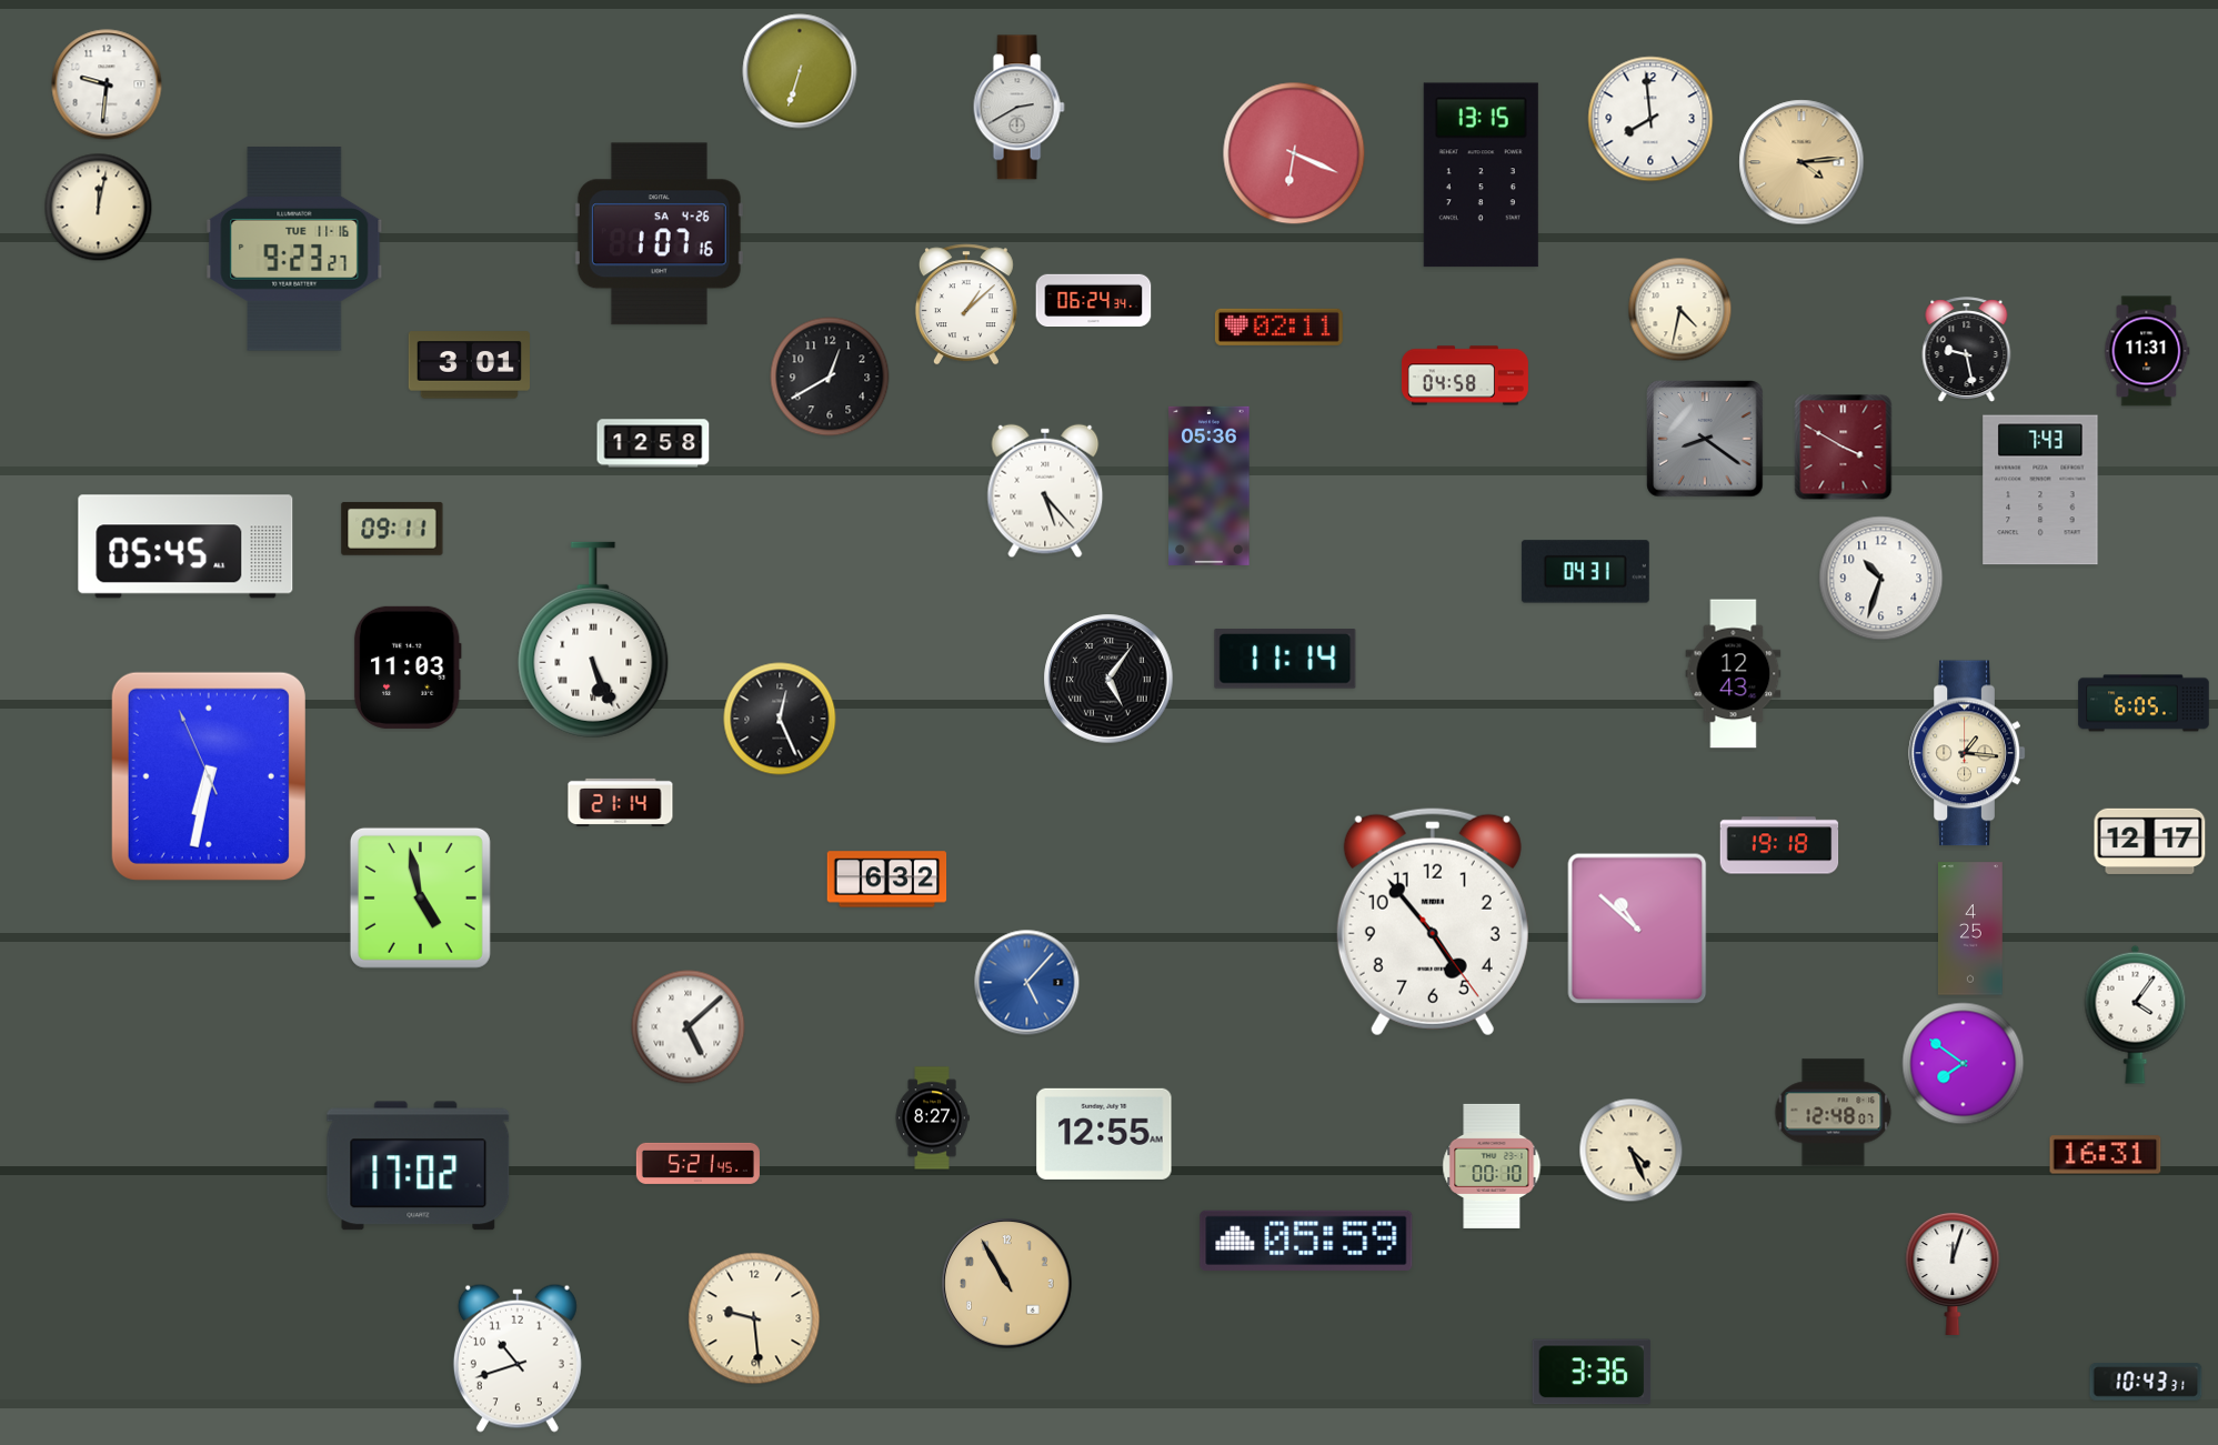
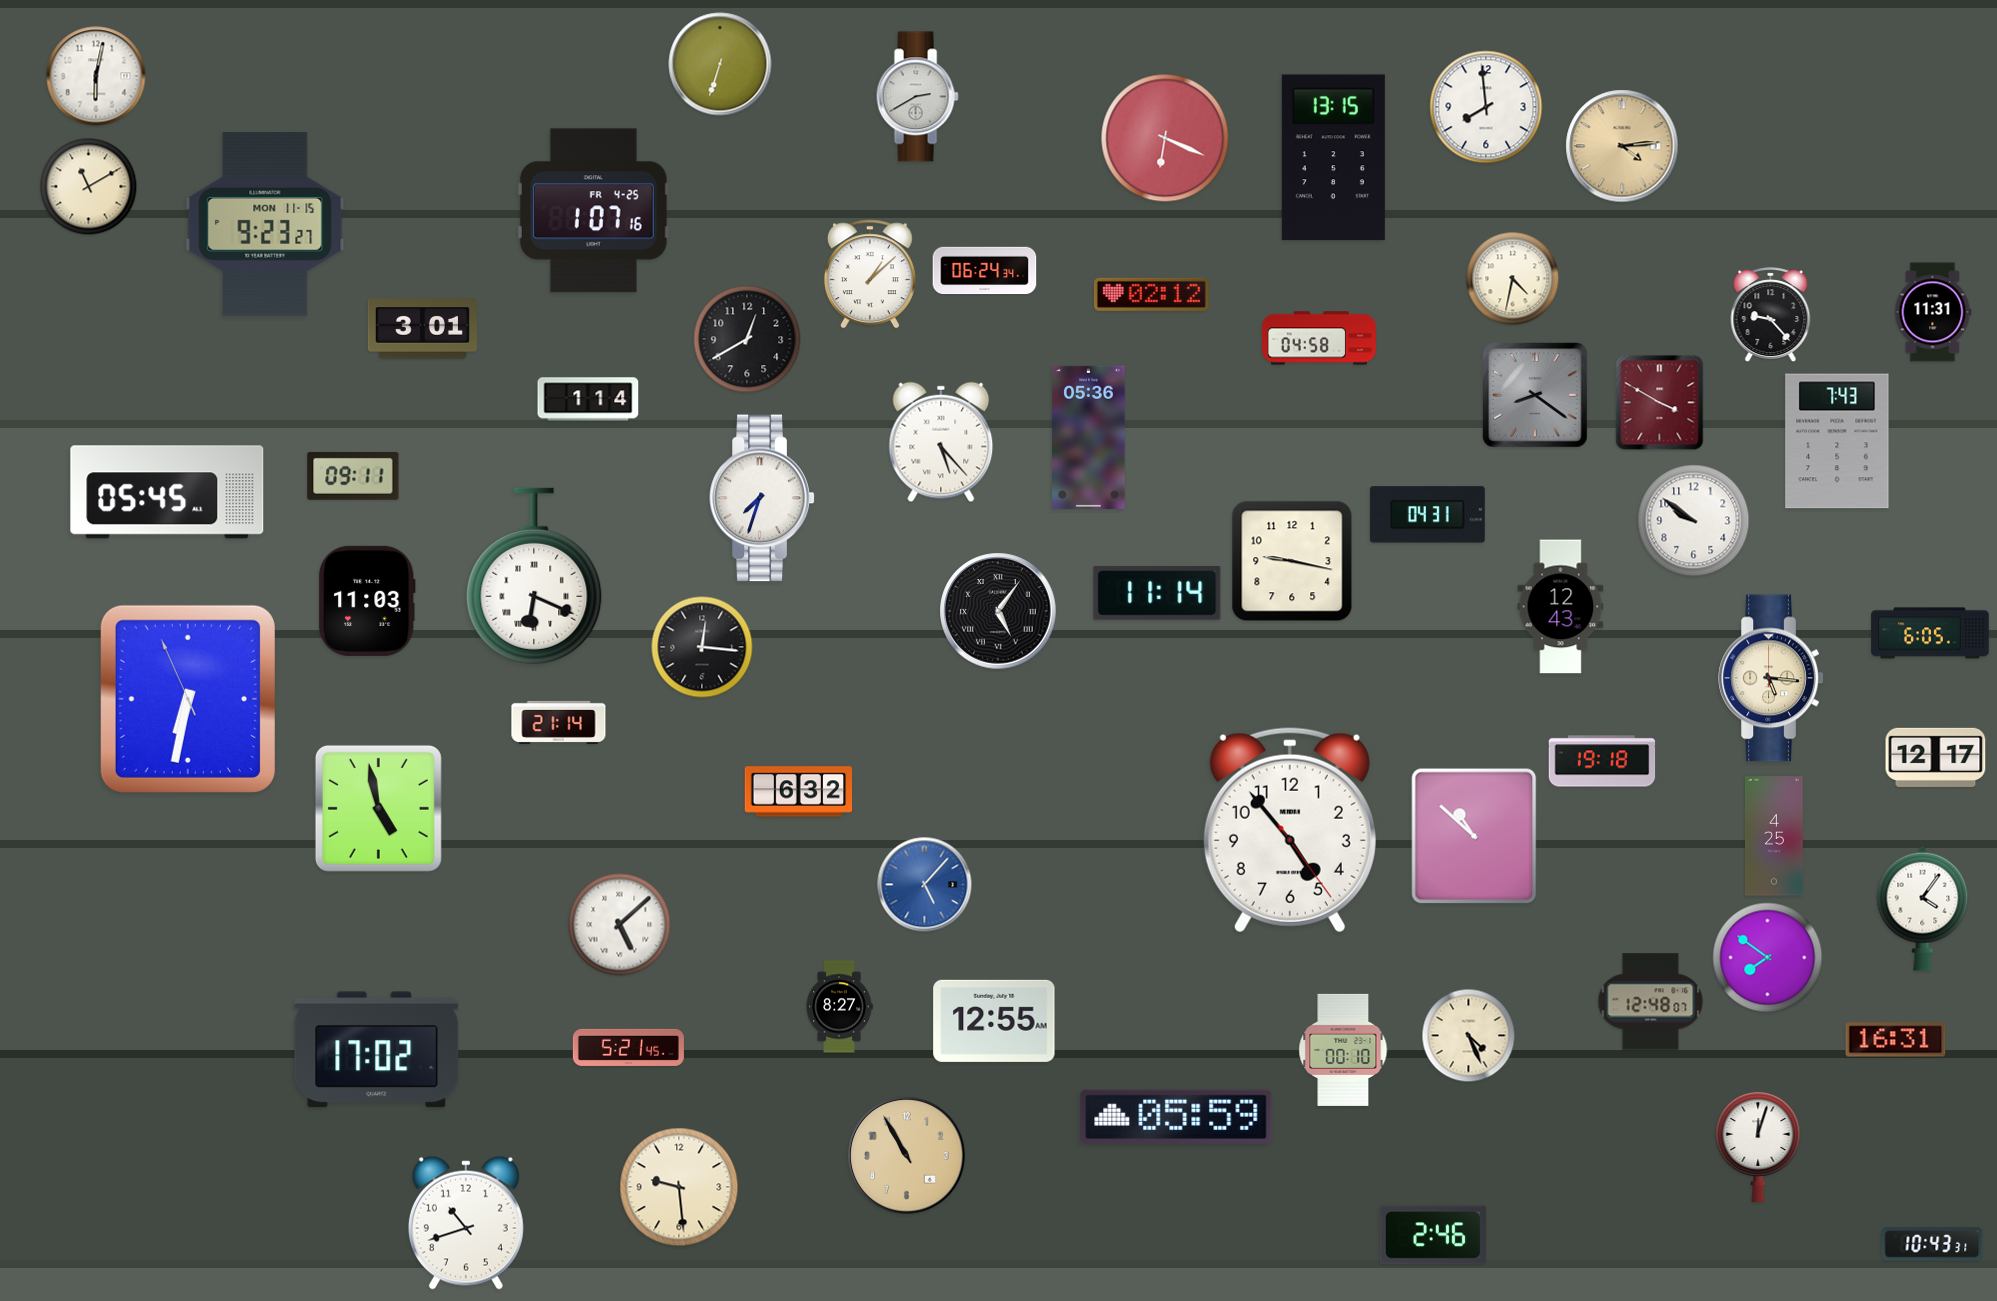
clock at (107, 84): 9:31 -> 6:02
clock at (99, 208): 12:02 -> 11:10
clock at (659, 234) date: SA 4-26 -> FR 4-25
clock at (294, 249) date: TUE 11-16 -> MON 11-15
clock at (1278, 327): 02:11 -> 02:12
clock at (1967, 349): 9:28 -> 9:23
clock at (2147, 351) position: (2147, 351) -> (1933, 312)
clock at (653, 443): 12:58 -> 1:14
clock at (762, 498): none -> 7:33
clock at (1881, 579): 10:33 -> 9:51
clock at (1292, 561): none -> 9:17
clock at (593, 640): 5:26 -> 6:19
clock at (780, 719): 12:26 -> 12:16
clock at (1967, 753): 1:16 -> 5:16
clock at (2136, 1014) position: (2136, 1014) -> (1923, 908)
clock at (1592, 1372): 3:36 -> 2:46
